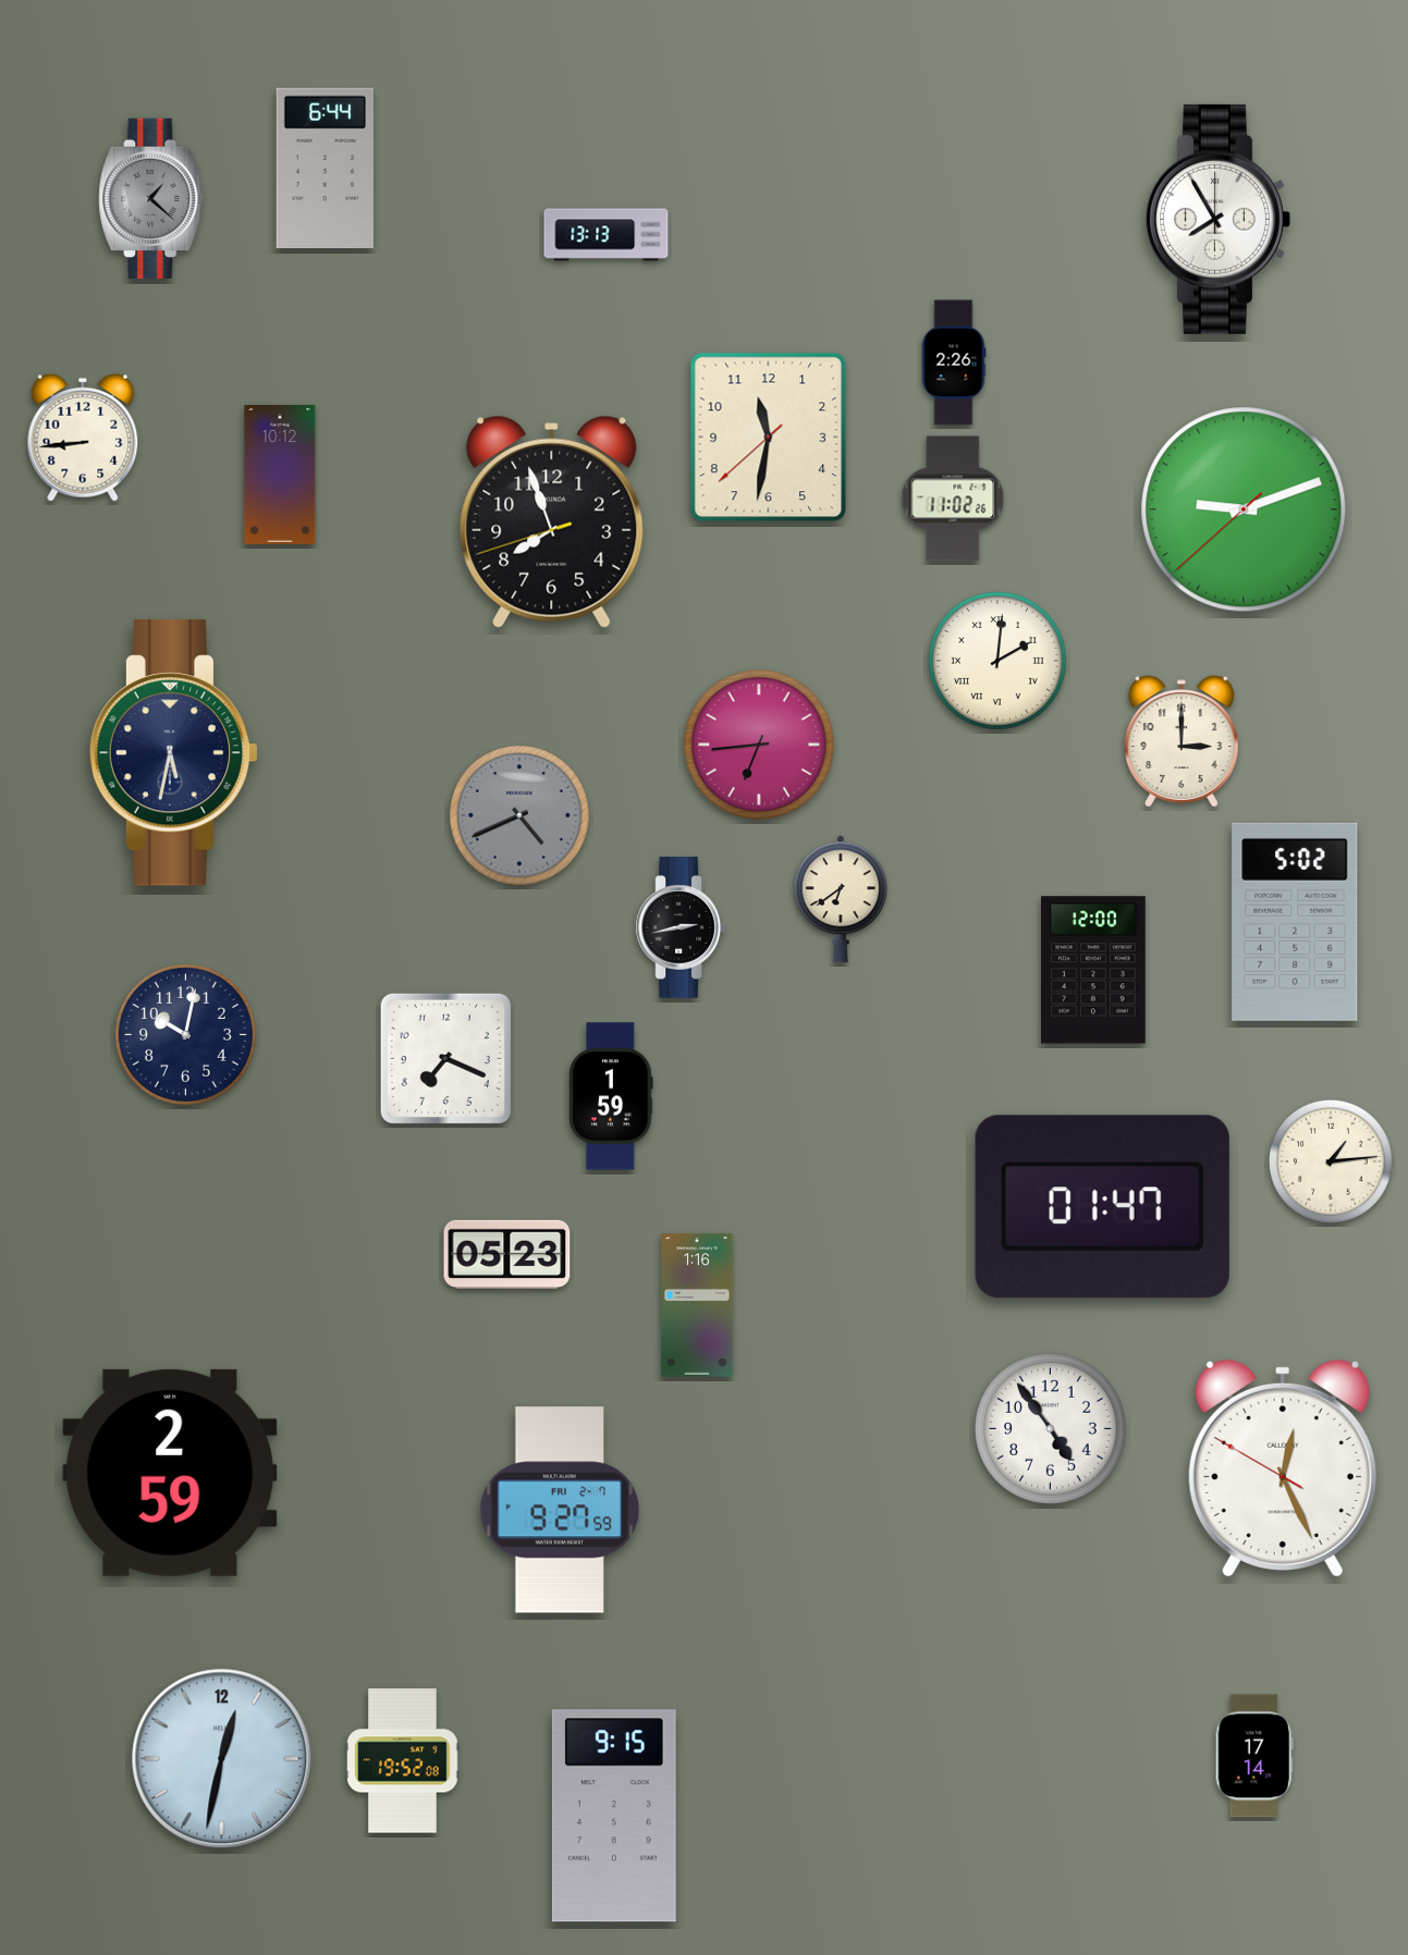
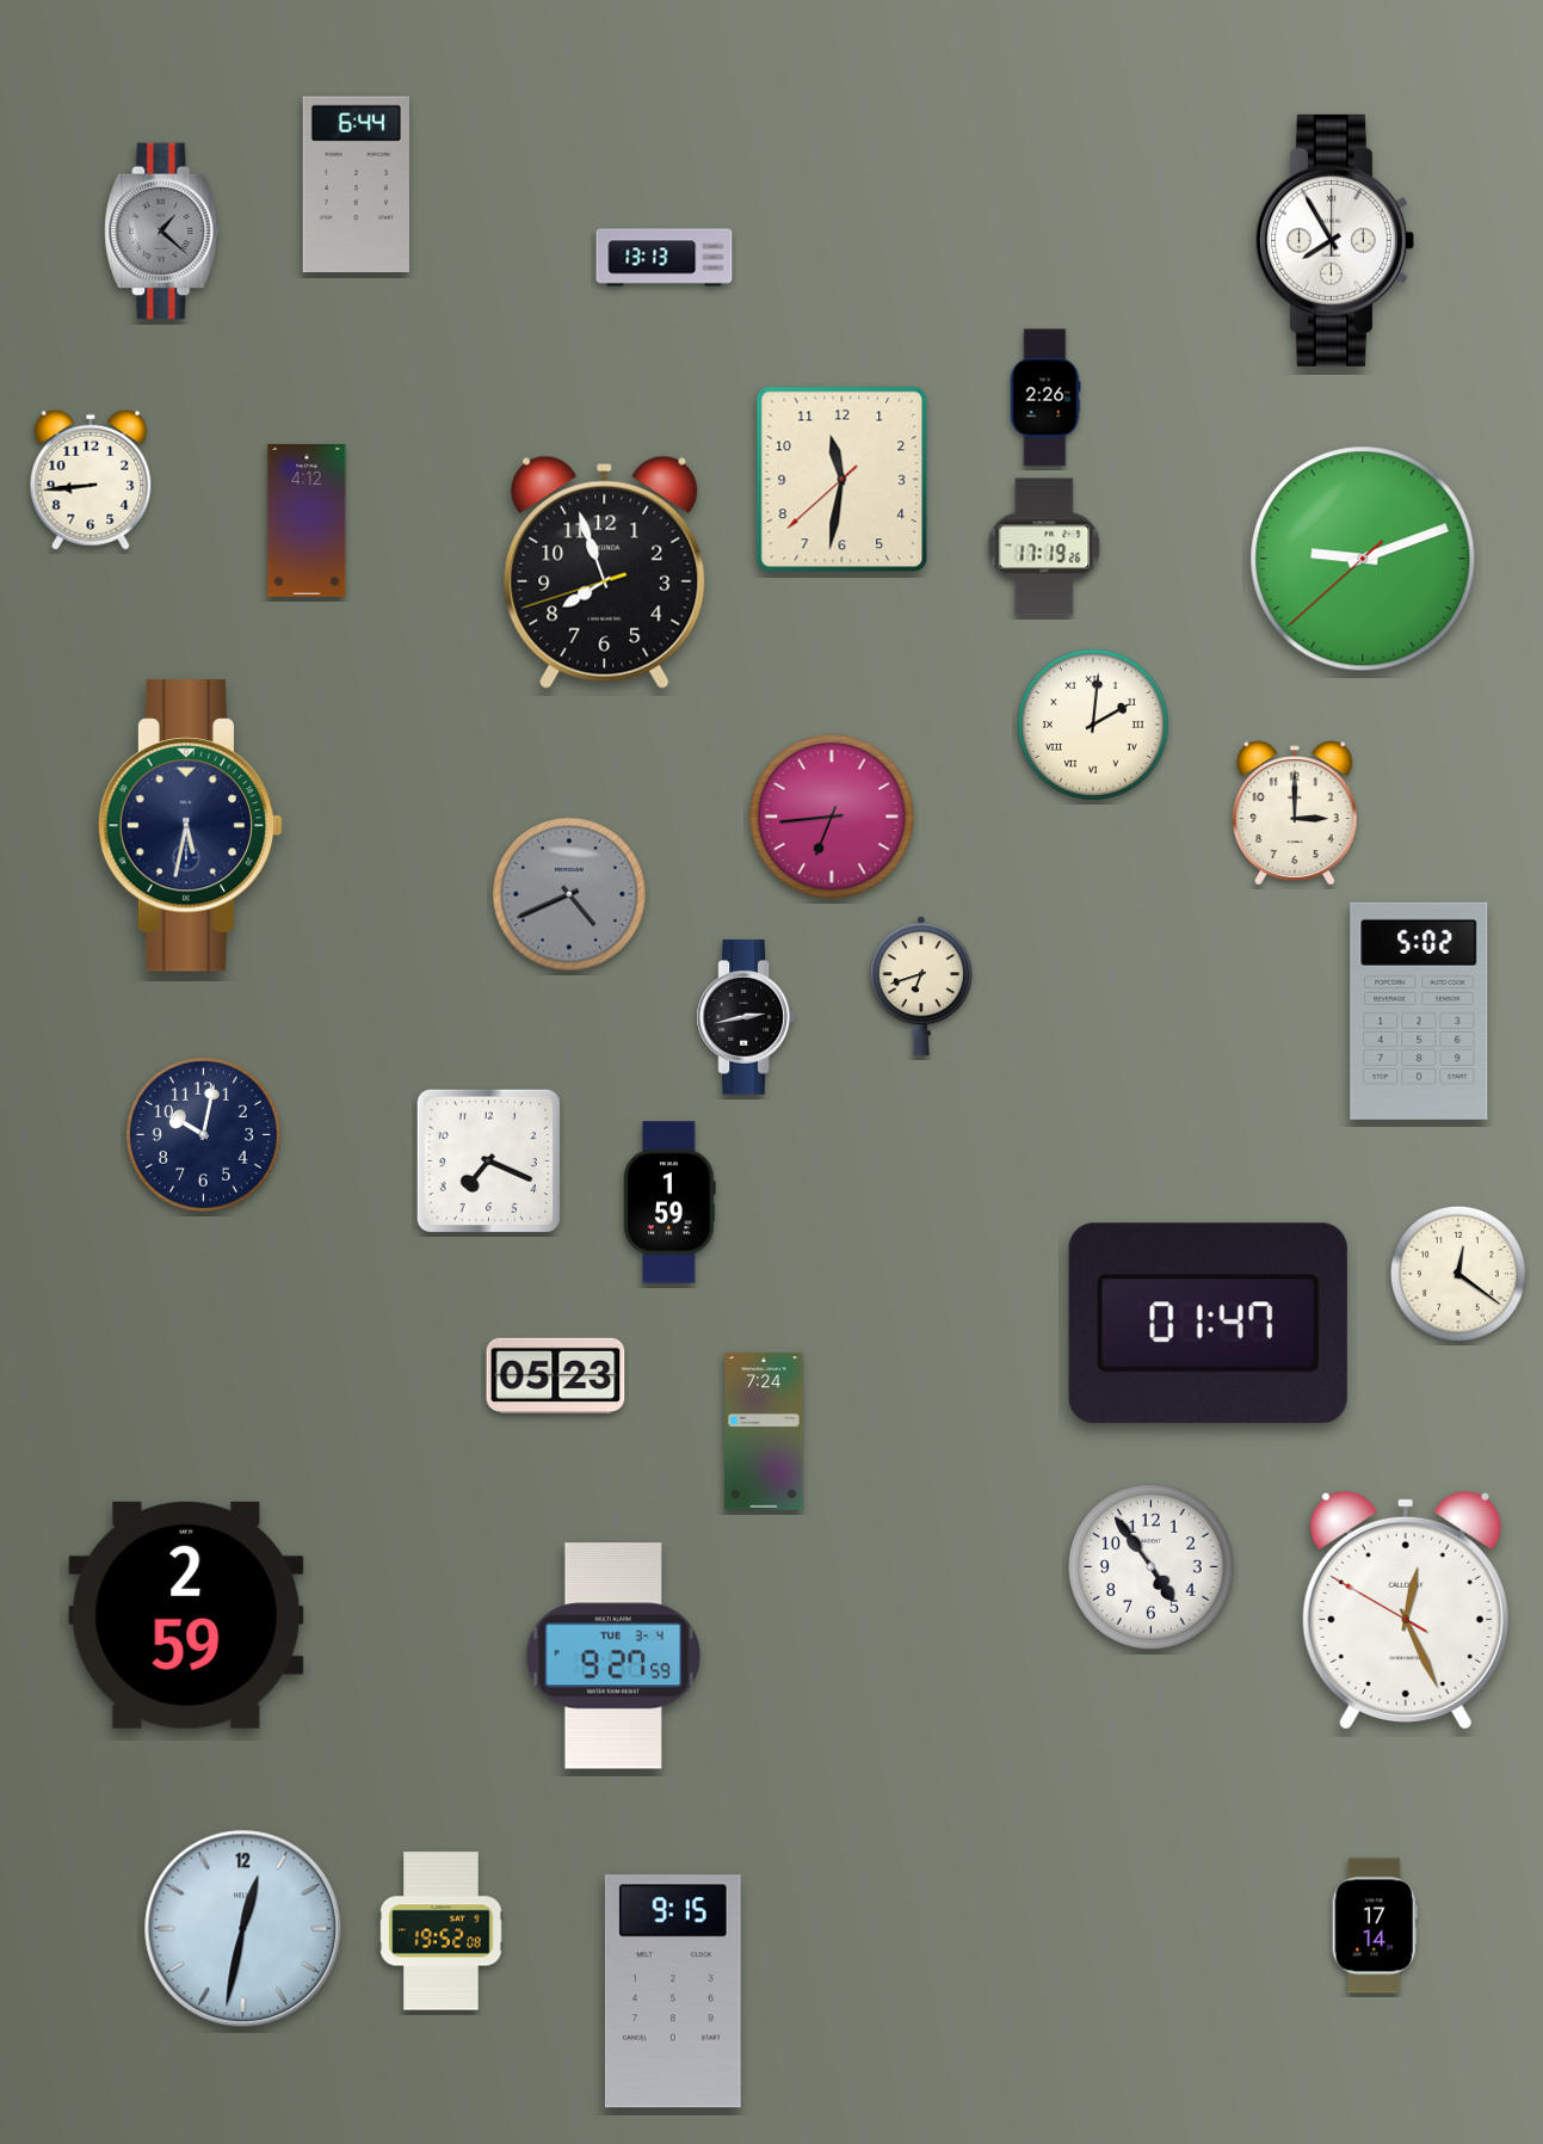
clock at (151, 199) position: (151, 199) -> (162, 232)
clock at (280, 475): 10:12 -> 4:12
clock at (953, 499): 11:02 -> 17:19
clock at (841, 899): 6:39 -> 6:42
clock at (1094, 970): 12:00 -> none
clock at (1331, 1161): 1:14 -> 12:21
clock at (697, 1305): 1:16 -> 7:24
clock at (560, 1510) date: FRI 2-7 -> TUE 3-4
